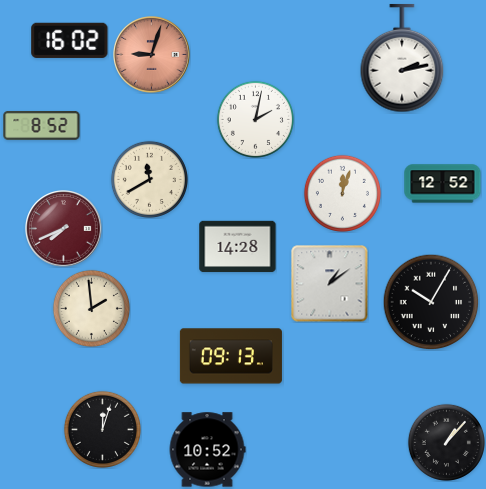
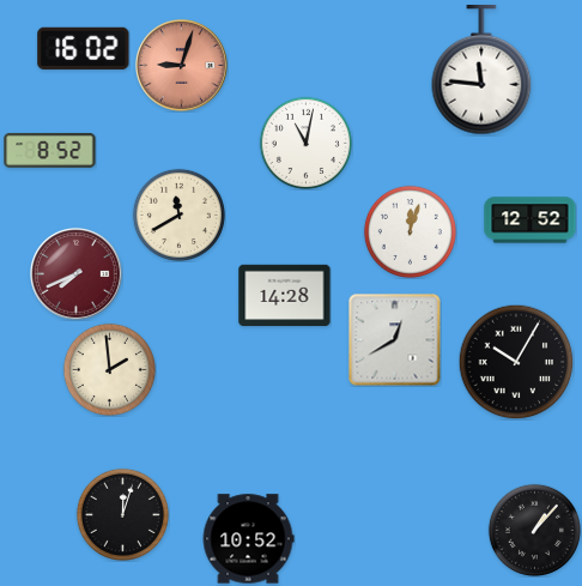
clock at (402, 59): 2:13 -> 11:46
clock at (255, 119): 2:02 -> 11:02
clock at (330, 284): 1:09 -> 12:40
clock at (231, 356): 09:13 -> none
